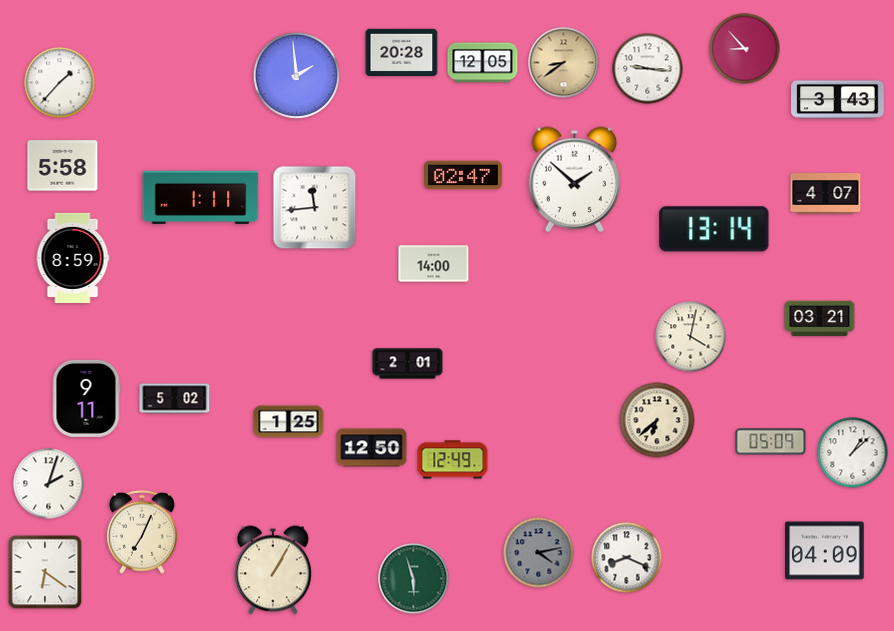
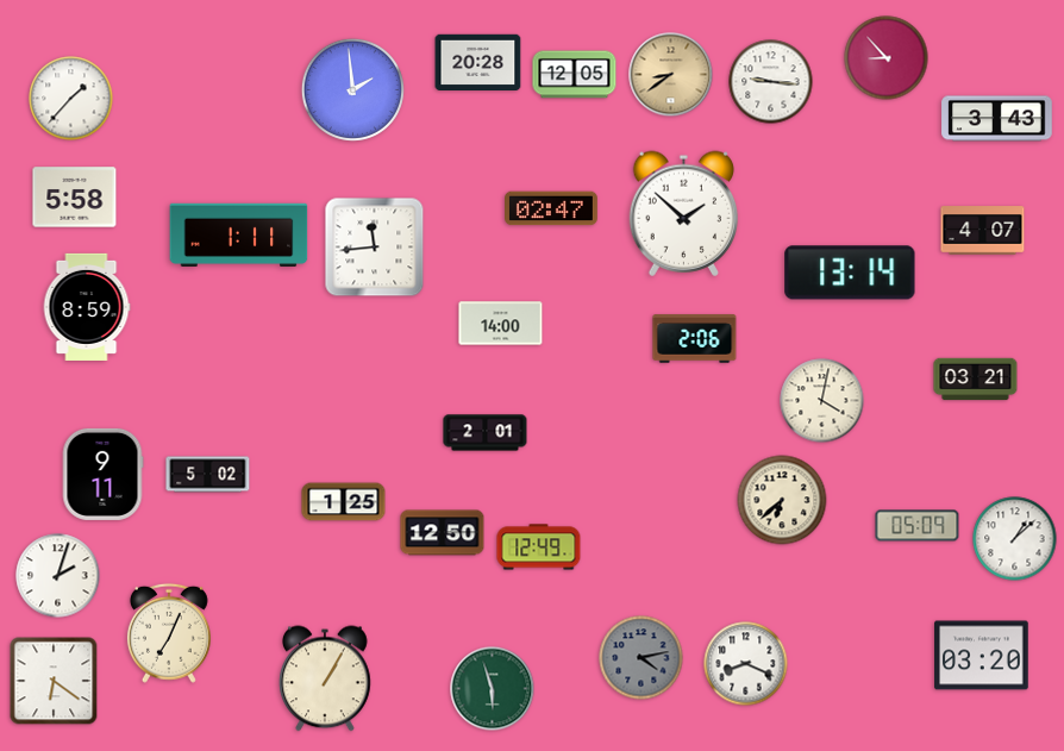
clock at (434, 264) position: (434, 264) -> (501, 324)
clock at (695, 339): none -> 2:06
clock at (825, 551): 04:09 -> 03:20
